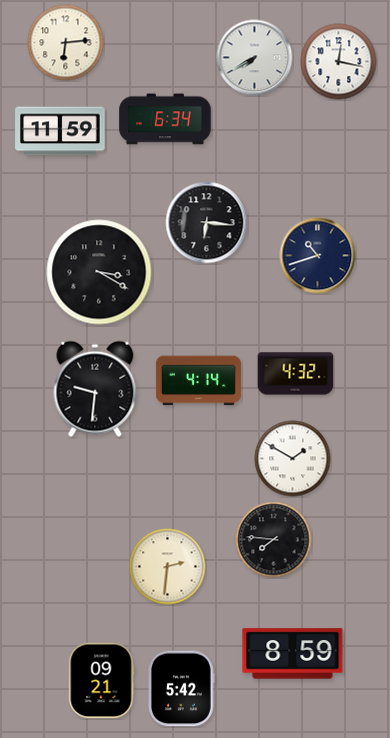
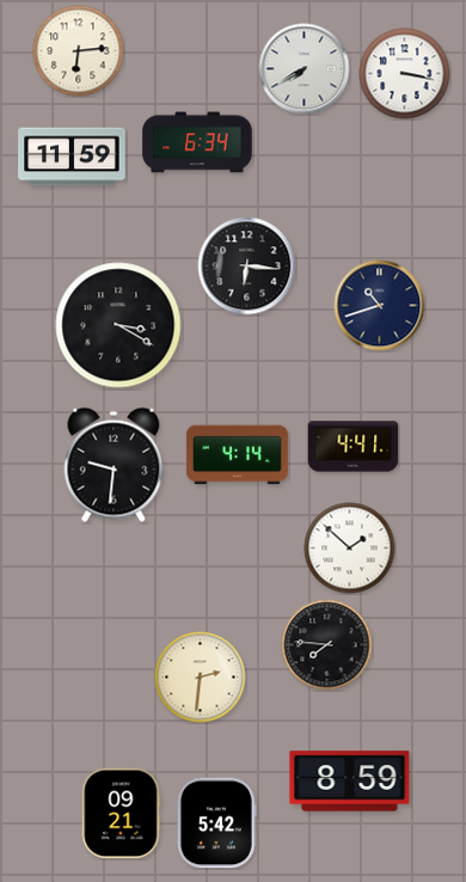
clock at (339, 62): 12:17 -> 3:17
clock at (296, 374): 4:32 -> 4:41
clock at (293, 459): 1:50 -> 1:52
